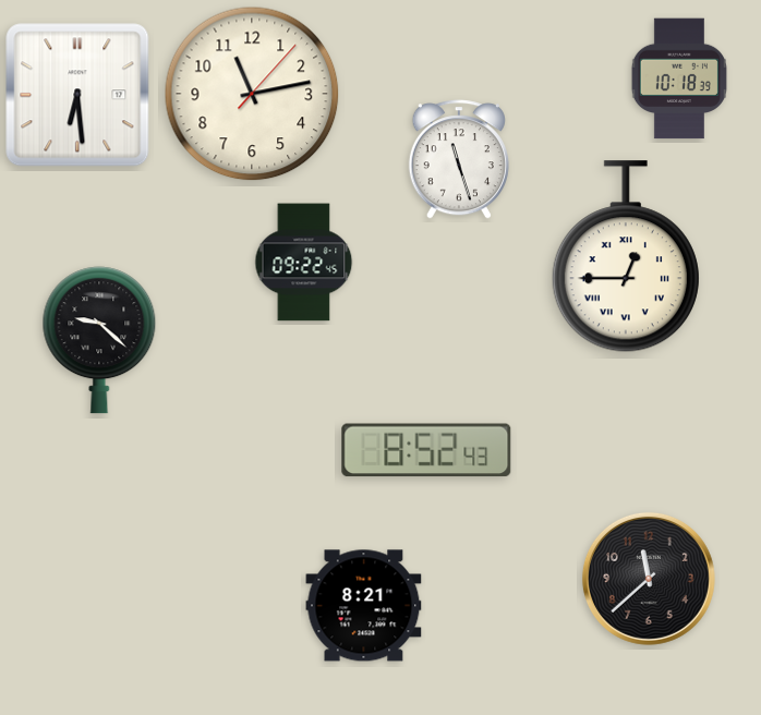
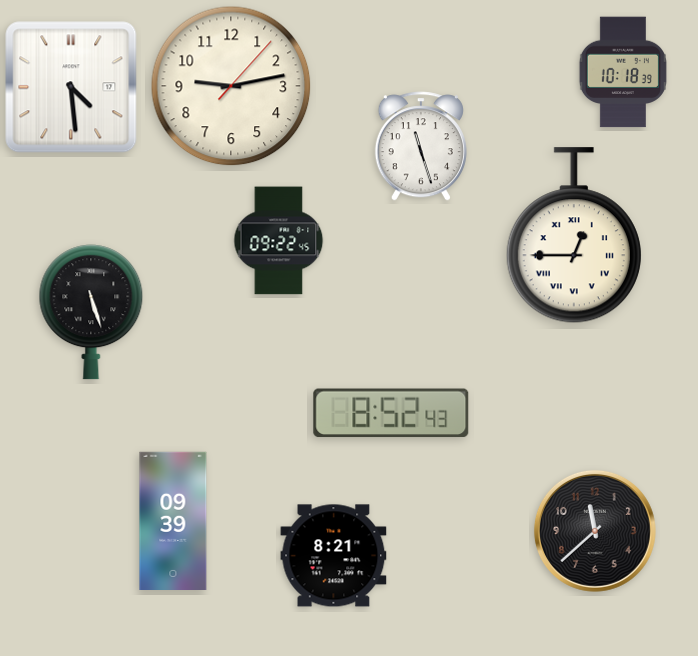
clock at (252, 94): 11:13 -> 9:13
clock at (77, 95): 6:29 -> 4:29
clock at (99, 340): 9:22 -> 5:27
clock at (173, 520): none -> 09:39
